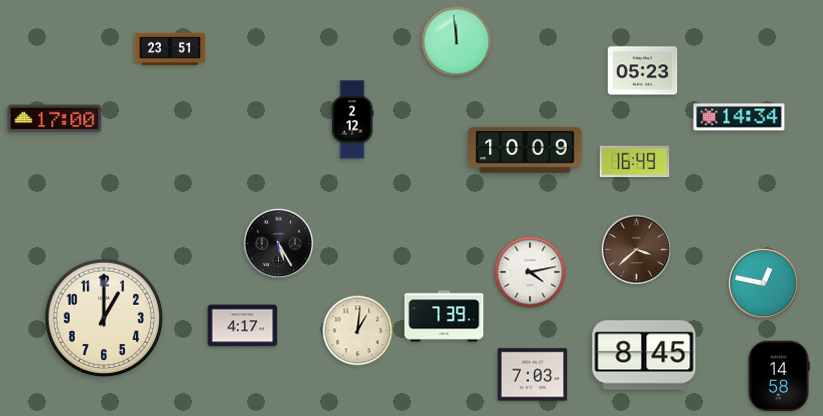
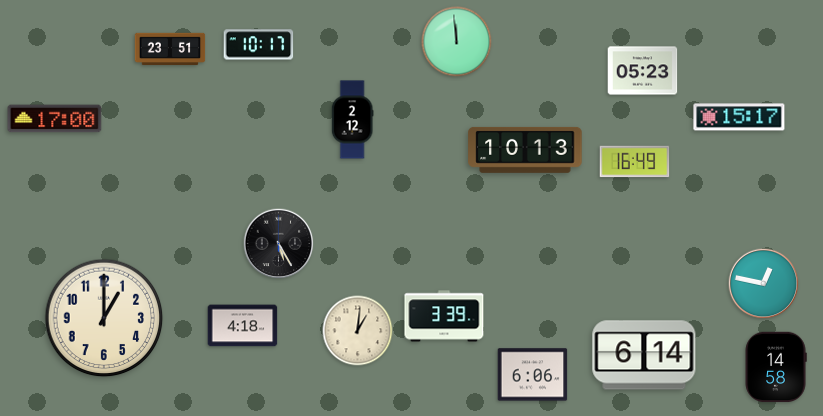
clock at (259, 45): none -> 10:17
clock at (739, 117): 14:34 -> 15:17
clock at (525, 150): 10:09 -> 10:13
clock at (637, 250): 3:38 -> none
clock at (530, 272): 4:13 -> none
clock at (444, 316): 7:39 -> 3:39
clock at (243, 326): 4:17 -> 4:18
clock at (644, 355): 8:45 -> 6:14
clock at (533, 375): 7:03 -> 6:06
clock at (779, 376) position: (779, 376) -> (776, 367)
